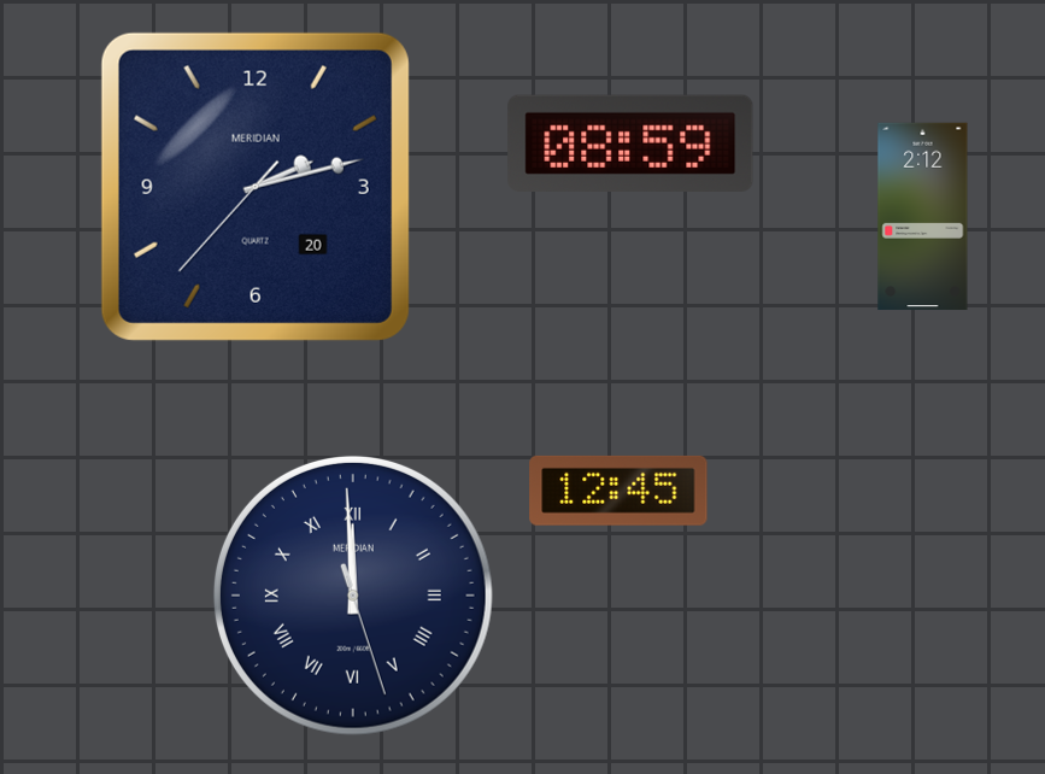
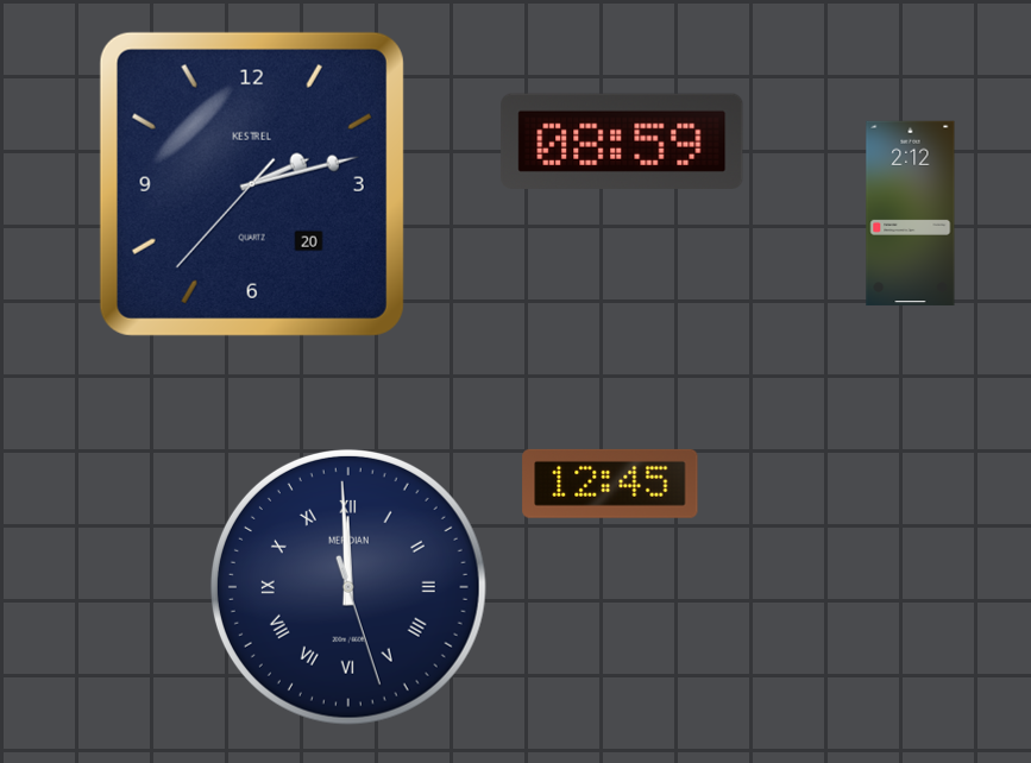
clock at (256, 187) brand: MERIDIAN -> KESTREL
